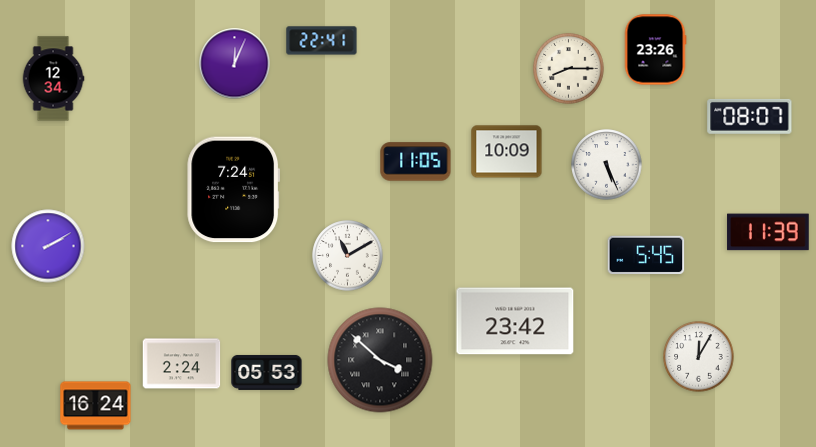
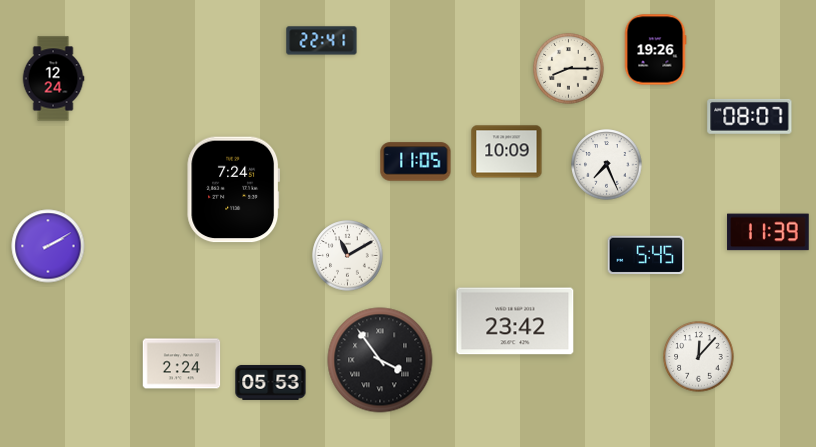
clock at (655, 50): 23:26 -> 19:26
clock at (235, 64): 12:04 -> none
clock at (53, 79): 12:34 -> 12:24
clock at (607, 165): 5:26 -> 7:26
clock at (699, 357): 12:05 -> 12:07
clock at (380, 360): 3:52 -> 3:54
clock at (267, 372) position: (267, 372) -> (271, 382)
clock at (96, 406): 16:24 -> none
